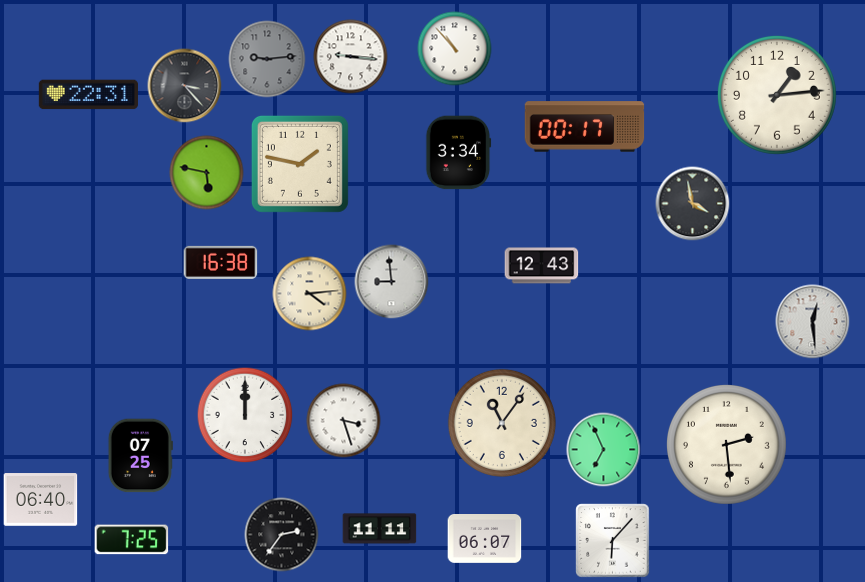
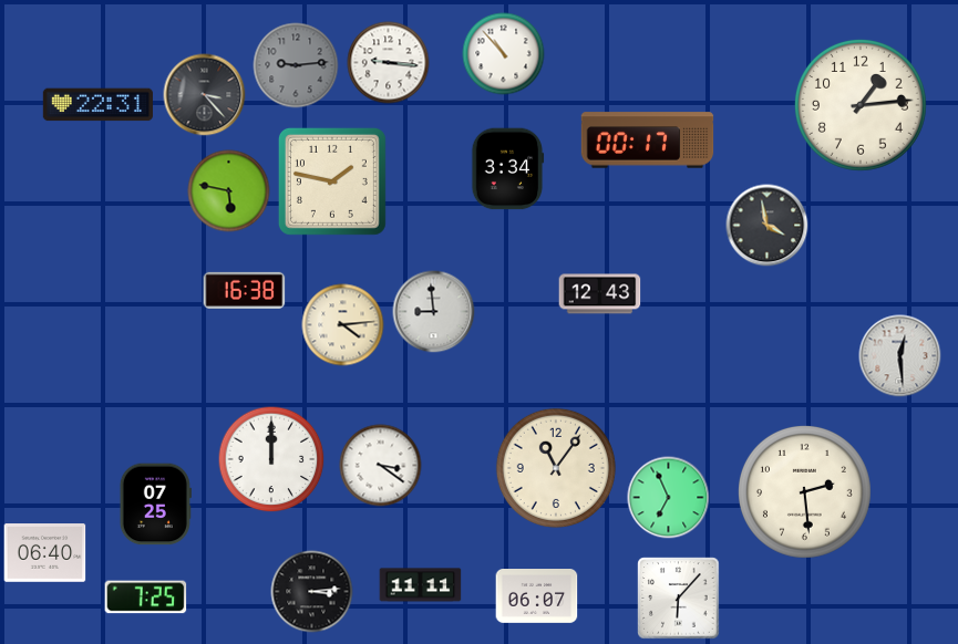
clock at (344, 421): 3:27 -> 3:21
clock at (282, 535): 2:36 -> 3:14
